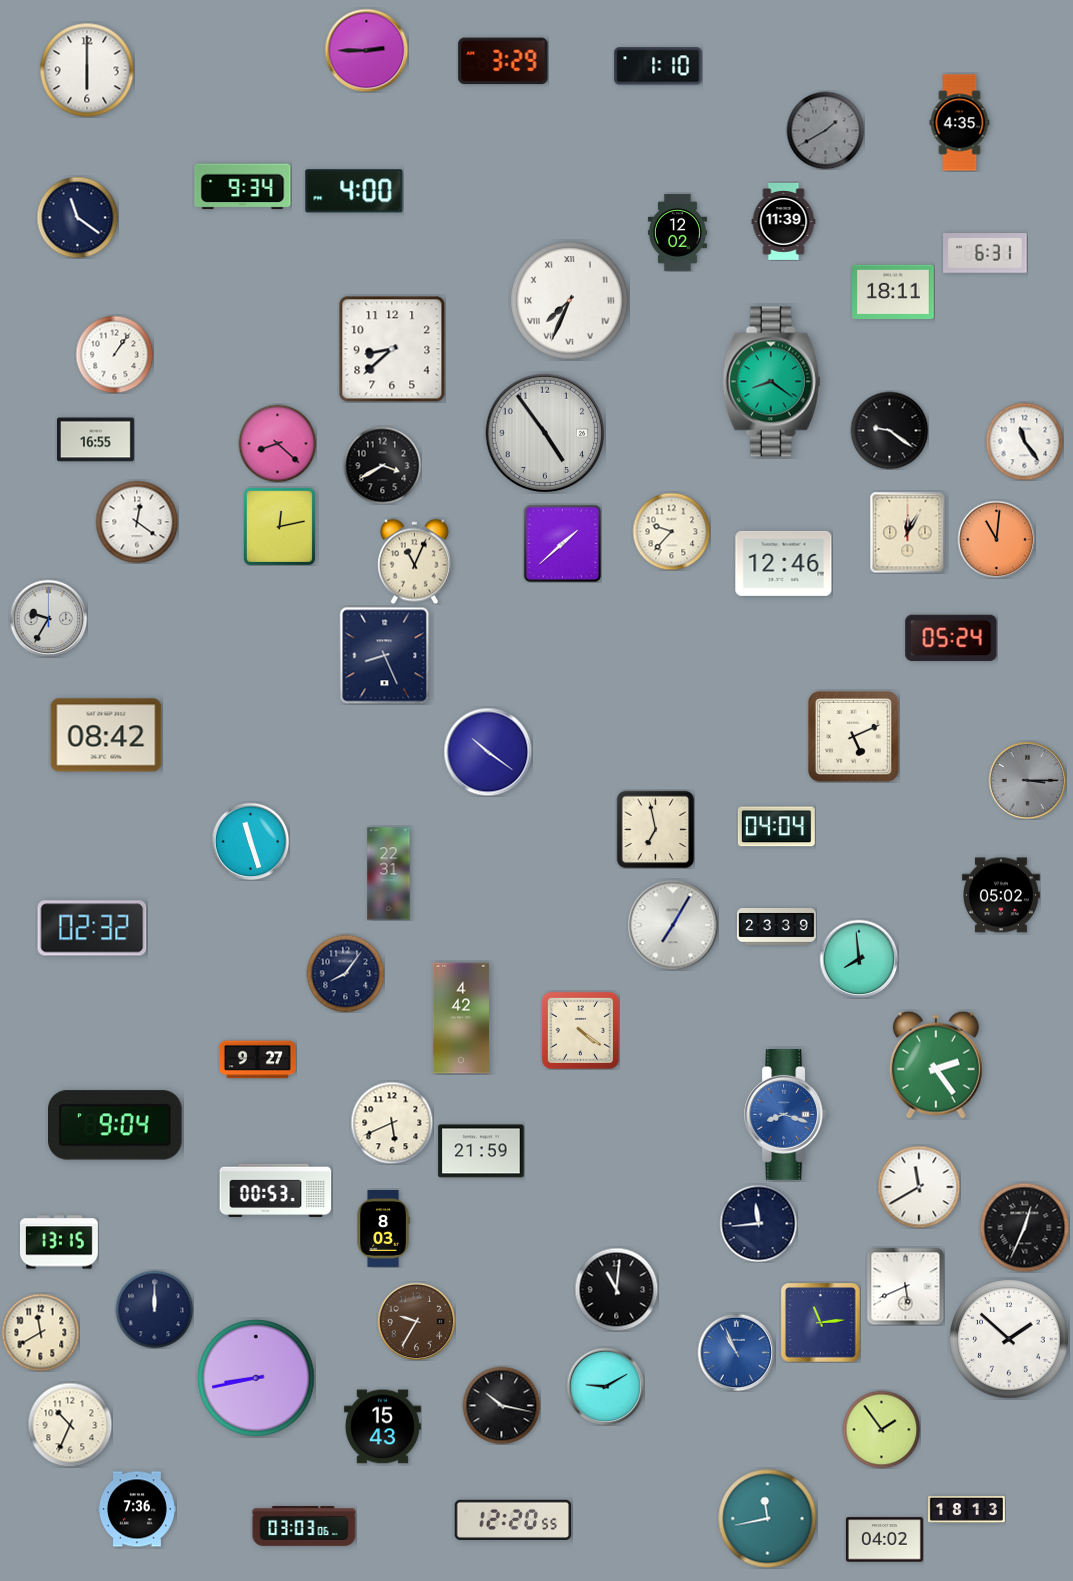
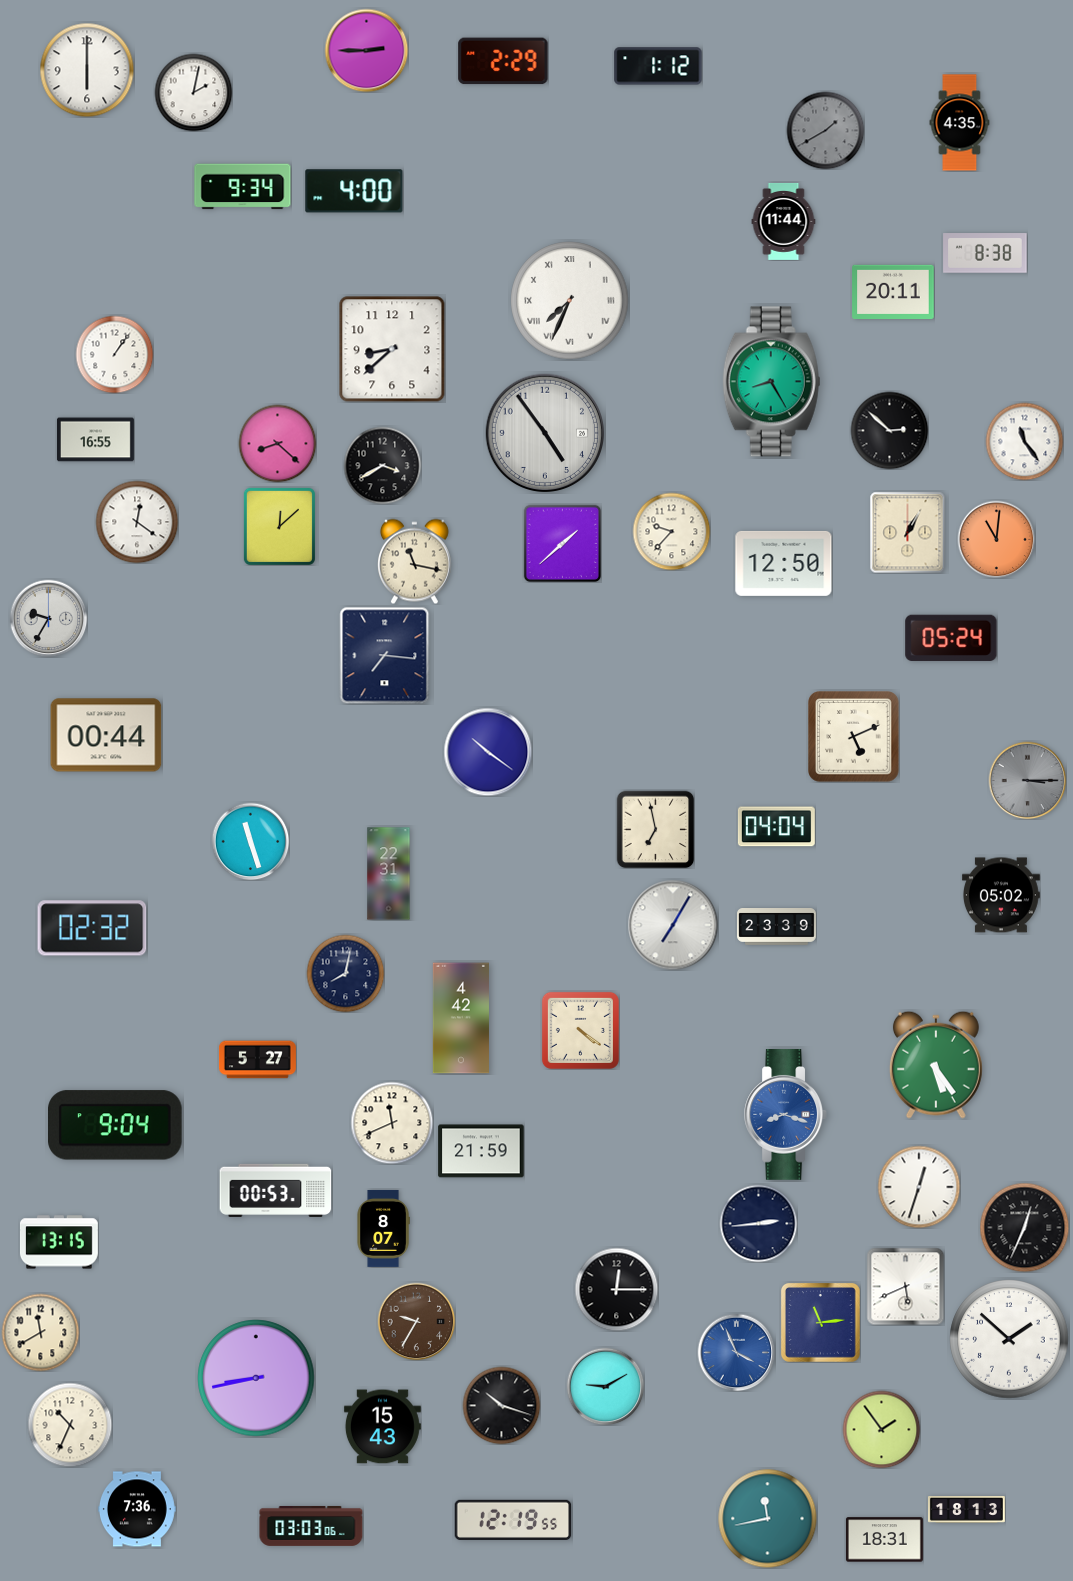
clock at (503, 61): 3:29 -> 2:29
clock at (658, 66): 1:10 -> 1:12
clock at (193, 92): none -> 2:02
clock at (77, 217): 11:21 -> none
clock at (784, 221): 11:39 -> 11:44
clock at (677, 232): 12:02 -> none
clock at (985, 253): 6:31 -> 8:38
clock at (893, 291): 18:11 -> 20:11
clock at (771, 382): 8:21 -> 8:25
clock at (889, 430): 9:21 -> 2:52
clock at (279, 526): 12:13 -> 12:08
clock at (908, 532): 12:05 -> 1:05
clock at (414, 561): 11:04 -> 11:17
clock at (784, 563): 12:46 -> 12:50
clock at (385, 655): 8:26 -> 7:16
clock at (106, 735): 08:42 -> 00:44
clock at (859, 959): 7:59 -> none
clock at (345, 973): 8:06 -> 8:02
clock at (257, 1060): 9:27 -> 5:27
clock at (936, 1065): 2:24 -> 5:24
clock at (392, 1123): 5:41 -> 11:41
clock at (919, 1187): 11:40 -> 12:33
clock at (758, 1223): 11:44 -> 2:44
clock at (383, 1228): 8:03 -> 8:07
clock at (616, 1289): 11:01 -> 12:15
clock at (154, 1309): 12:00 -> none
clock at (736, 1352): 10:56 -> 3:56
clock at (501, 1405): 10:17 -> 10:18
clock at (513, 1520): 12:20 -> 12:19
clock at (304, 1526) position: (304, 1526) -> (311, 1526)
clock at (884, 1540): 04:02 -> 18:31
